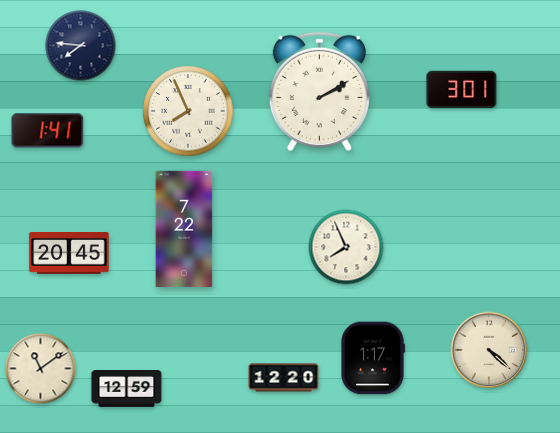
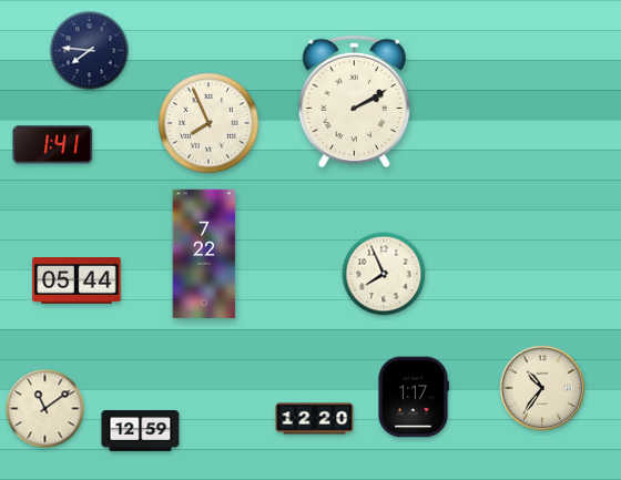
clock at (462, 89): 3:01 -> none
clock at (69, 254): 20:45 -> 05:44
clock at (489, 350): 4:22 -> 10:36
